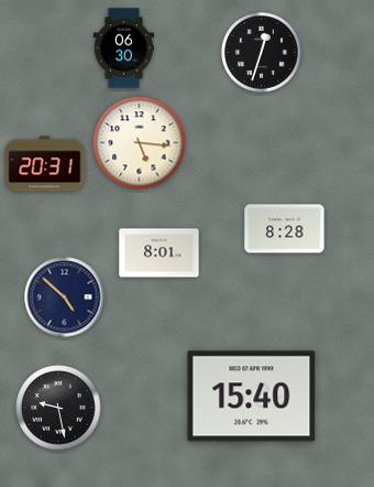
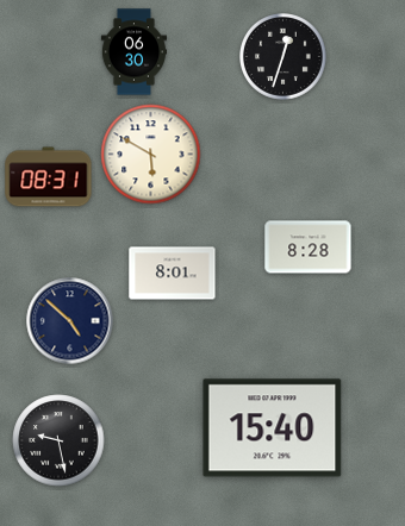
clock at (140, 143): 5:16 -> 5:50
clock at (45, 164): 20:31 -> 08:31
clock at (58, 408) position: (58, 408) -> (58, 440)
